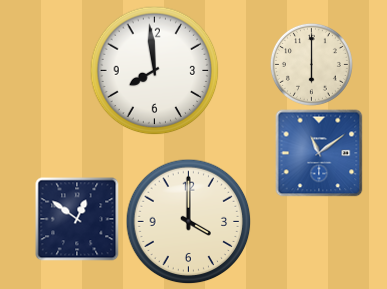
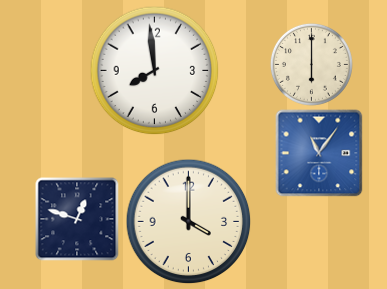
clock at (319, 153): 11:09 -> 11:06
clock at (77, 219): 12:51 -> 12:48
